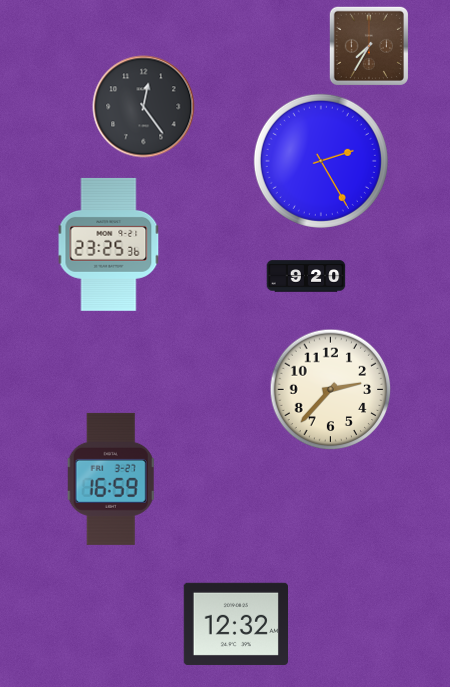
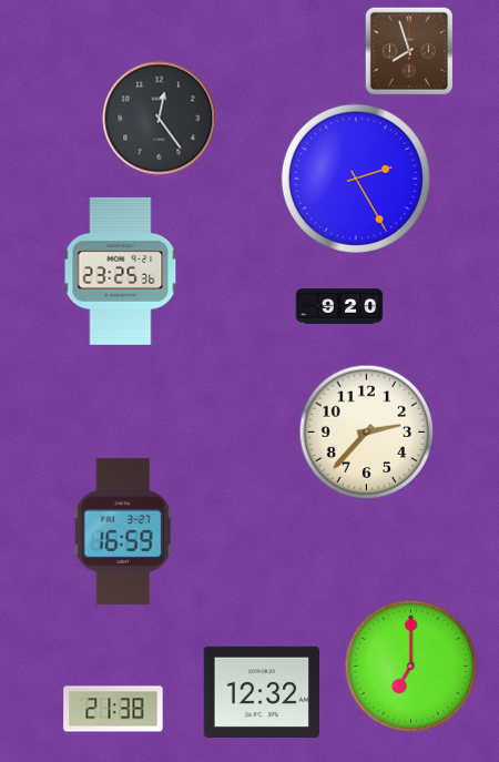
clock at (369, 46): 7:35 -> 7:57
clock at (411, 667): none -> 7:00
clock at (113, 709): none -> 21:38
